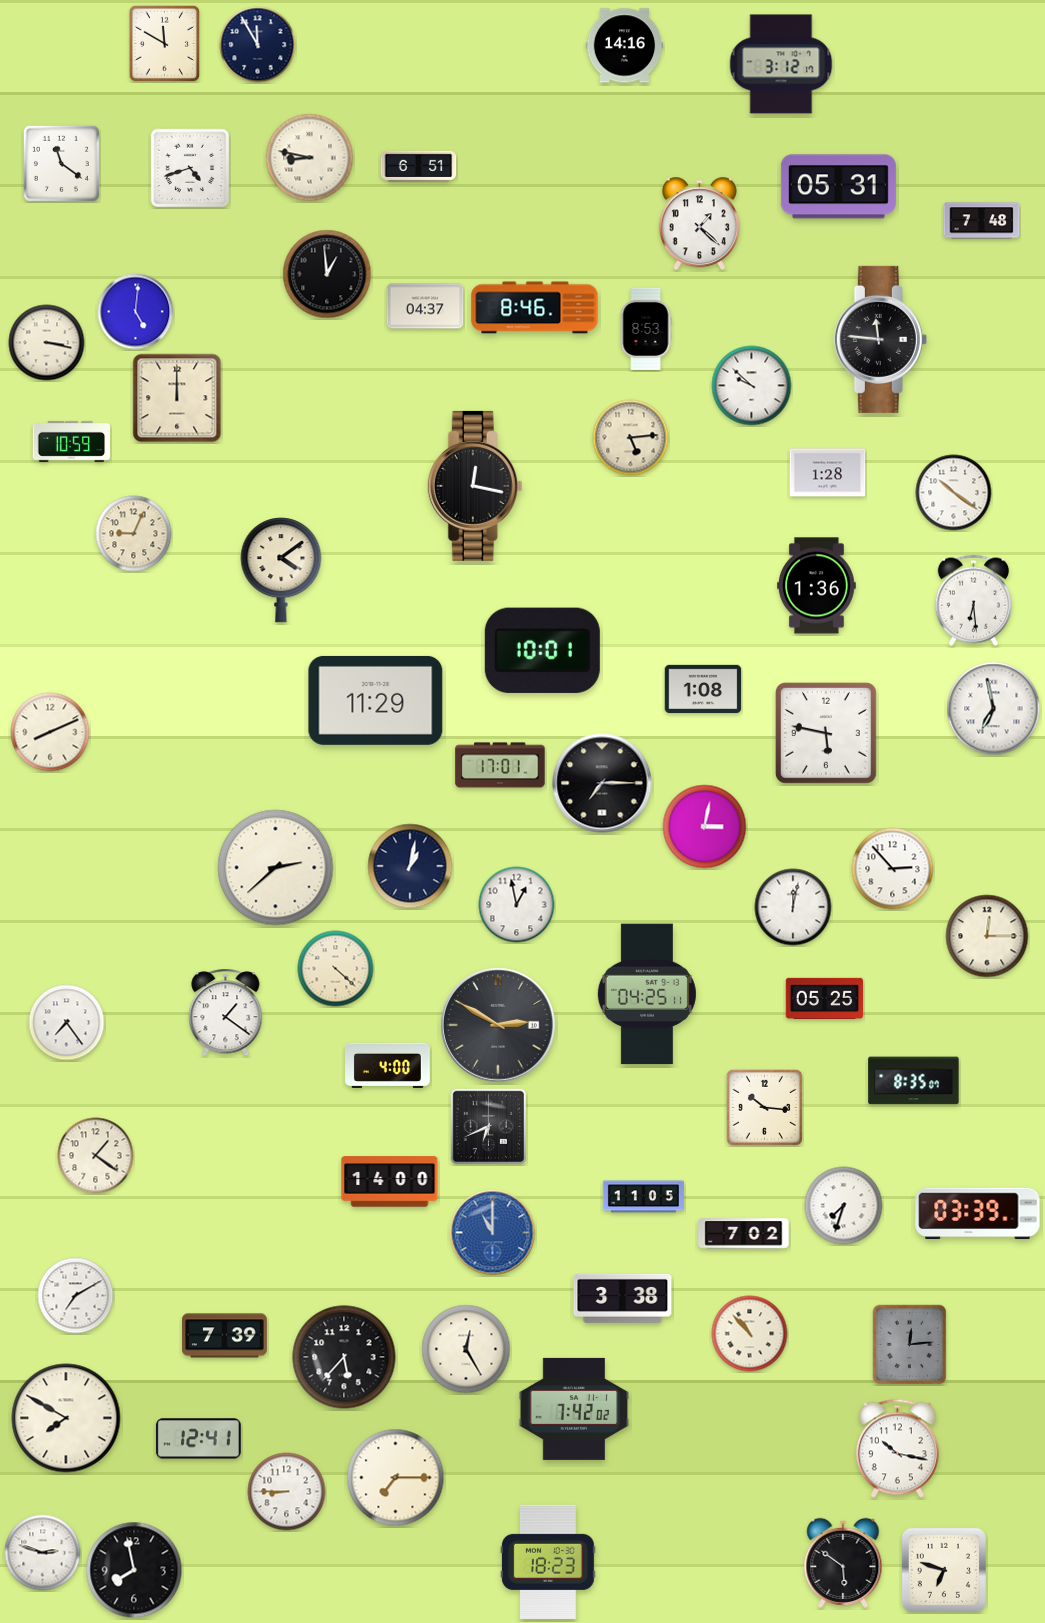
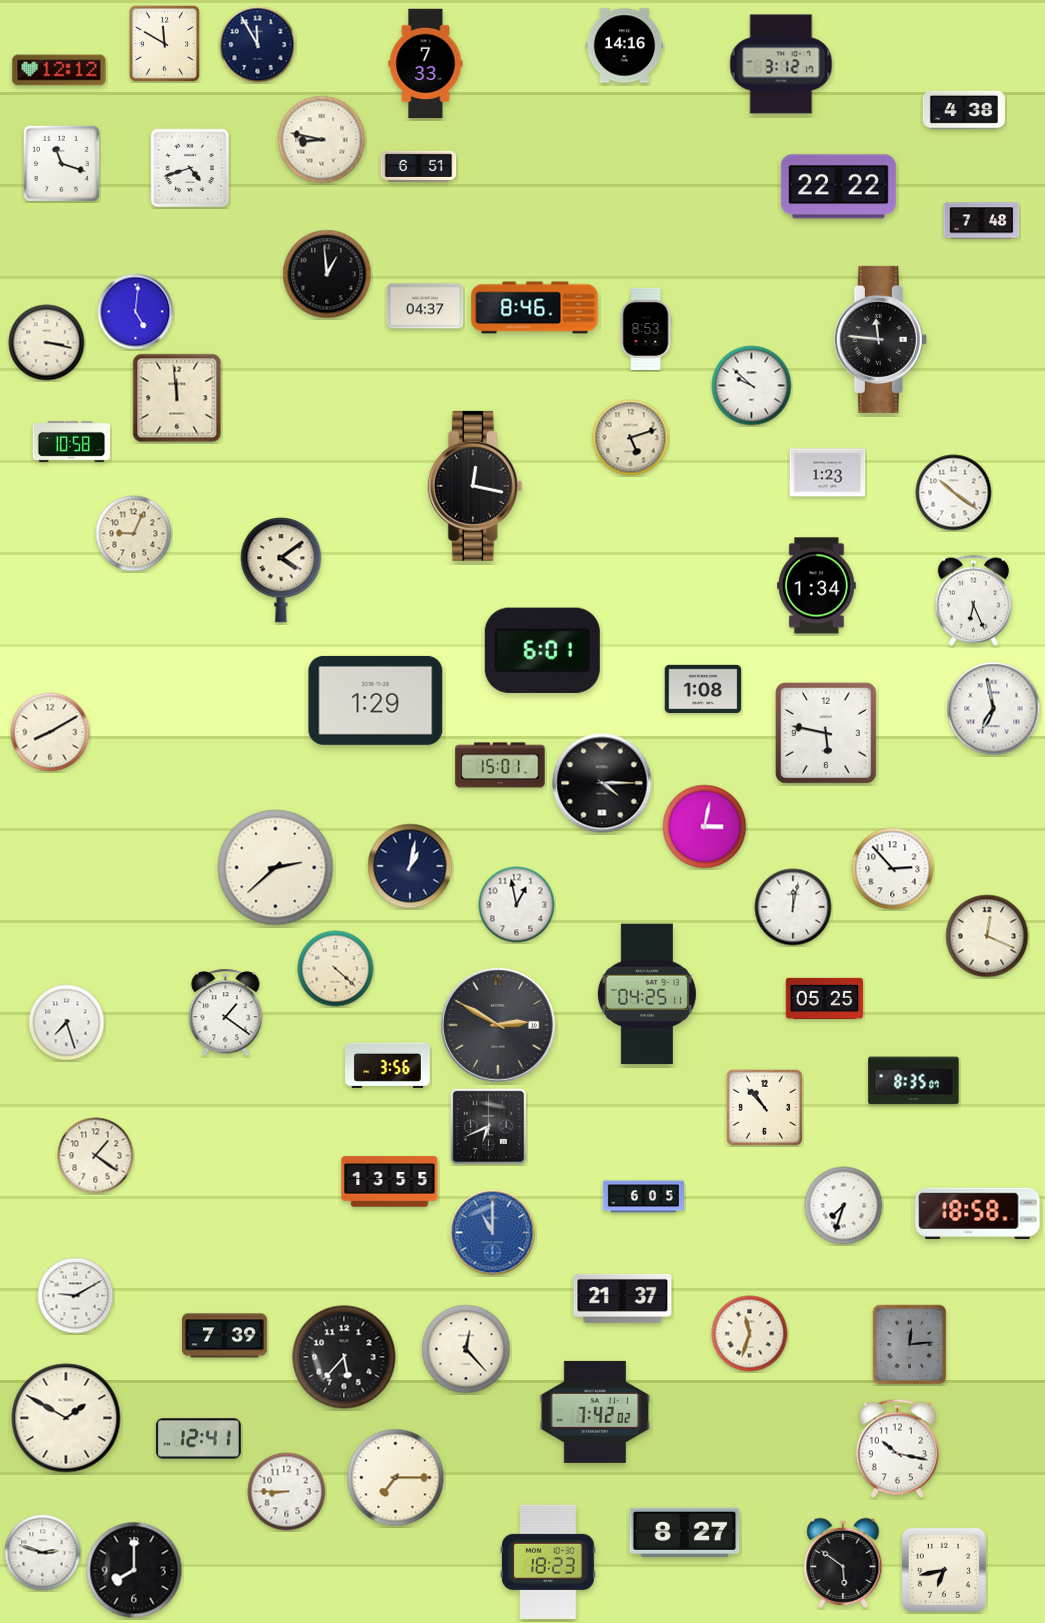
clock at (426, 64): none -> 7:33
clock at (59, 70): none -> 12:12
clock at (964, 110): none -> 4:38
clock at (310, 158) position: (310, 158) -> (322, 140)
clock at (61, 163): 11:21 -> 11:18
clock at (838, 187): 05:31 -> 22:22
clock at (699, 224): 1:22 -> none
clock at (177, 398): 12:00 -> 11:59
clock at (631, 438): 5:14 -> 5:12
clock at (72, 441): 10:59 -> 10:58
clock at (828, 473): 1:28 -> 1:23
clock at (817, 586): 1:36 -> 1:34
clock at (973, 600): 6:29 -> 6:26
clock at (542, 650): 10:01 -> 6:01
clock at (376, 700): 11:29 -> 1:29
clock at (50, 732): 8:11 -> 8:10
clock at (500, 765): 17:01 -> 15:01
clock at (602, 783): 7:15 -> 4:15
clock at (987, 936): 12:15 -> 12:19
clock at (67, 1023): 7:24 -> 7:27
clock at (388, 1065): 4:00 -> 3:56
clock at (764, 1107): 10:16 -> 10:53
clock at (390, 1182): 14:00 -> 13:55
clock at (643, 1197): 11:05 -> 6:05
clock at (978, 1214): 03:39 -> 18:58
clock at (744, 1234): 7:02 -> none
clock at (76, 1296): 7:10 -> 9:10
clock at (623, 1298): 3:38 -> 21:37
clock at (750, 1334): 10:53 -> 11:33
clock at (466, 1349): 12:25 -> 12:23
clock at (574, 1409) position: (574, 1409) -> (595, 1412)
clock at (66, 1418): 7:50 -> 1:50
clock at (685, 1532): none -> 8:27
clock at (134, 1570): 7:58 -> 8:00
clock at (944, 1570): 6:48 -> 6:43
